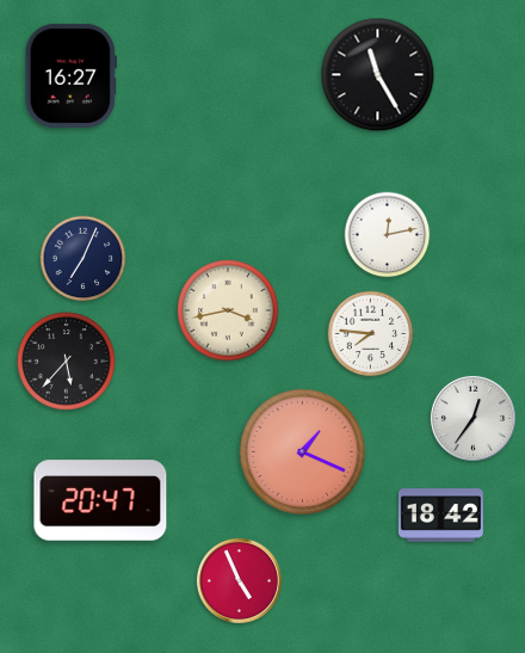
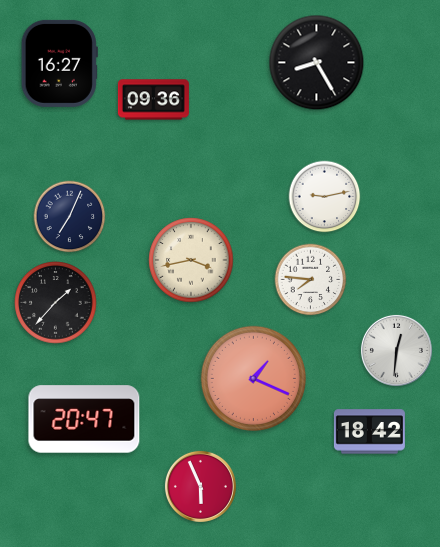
clock at (378, 75): 11:25 -> 8:25
clock at (153, 100): none -> 09:36
clock at (388, 235): 12:13 -> 9:13
clock at (67, 362): 5:37 -> 1:37
clock at (472, 418): 12:36 -> 12:31
clock at (239, 580): 4:56 -> 5:56
